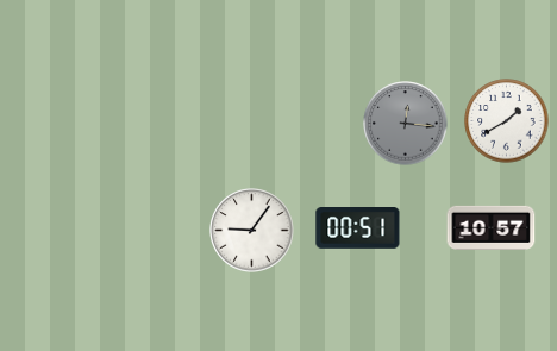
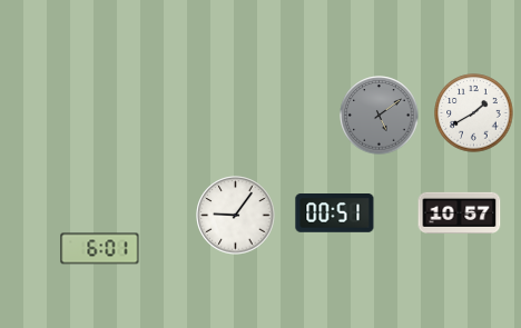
clock at (406, 124): 12:16 -> 5:09
clock at (100, 249): none -> 6:01
